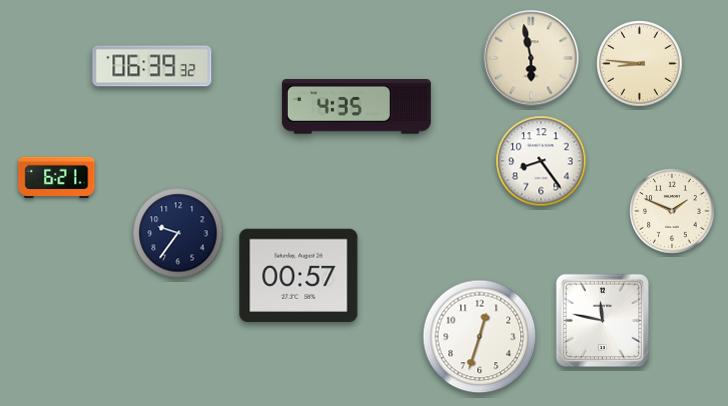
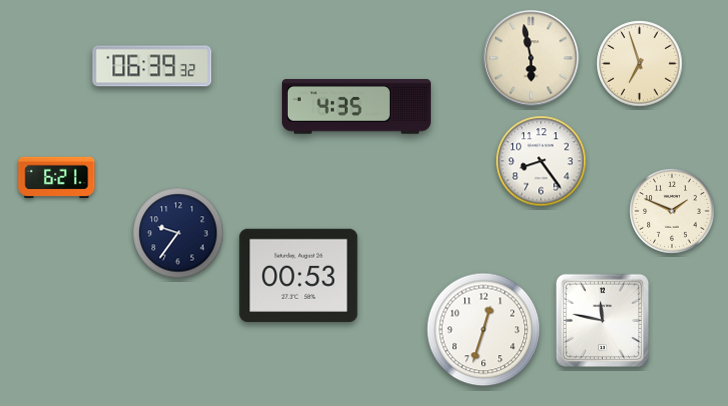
clock at (640, 64): 8:46 -> 6:57
clock at (299, 275): 00:57 -> 00:53
clock at (480, 337) position: (480, 337) -> (484, 330)
